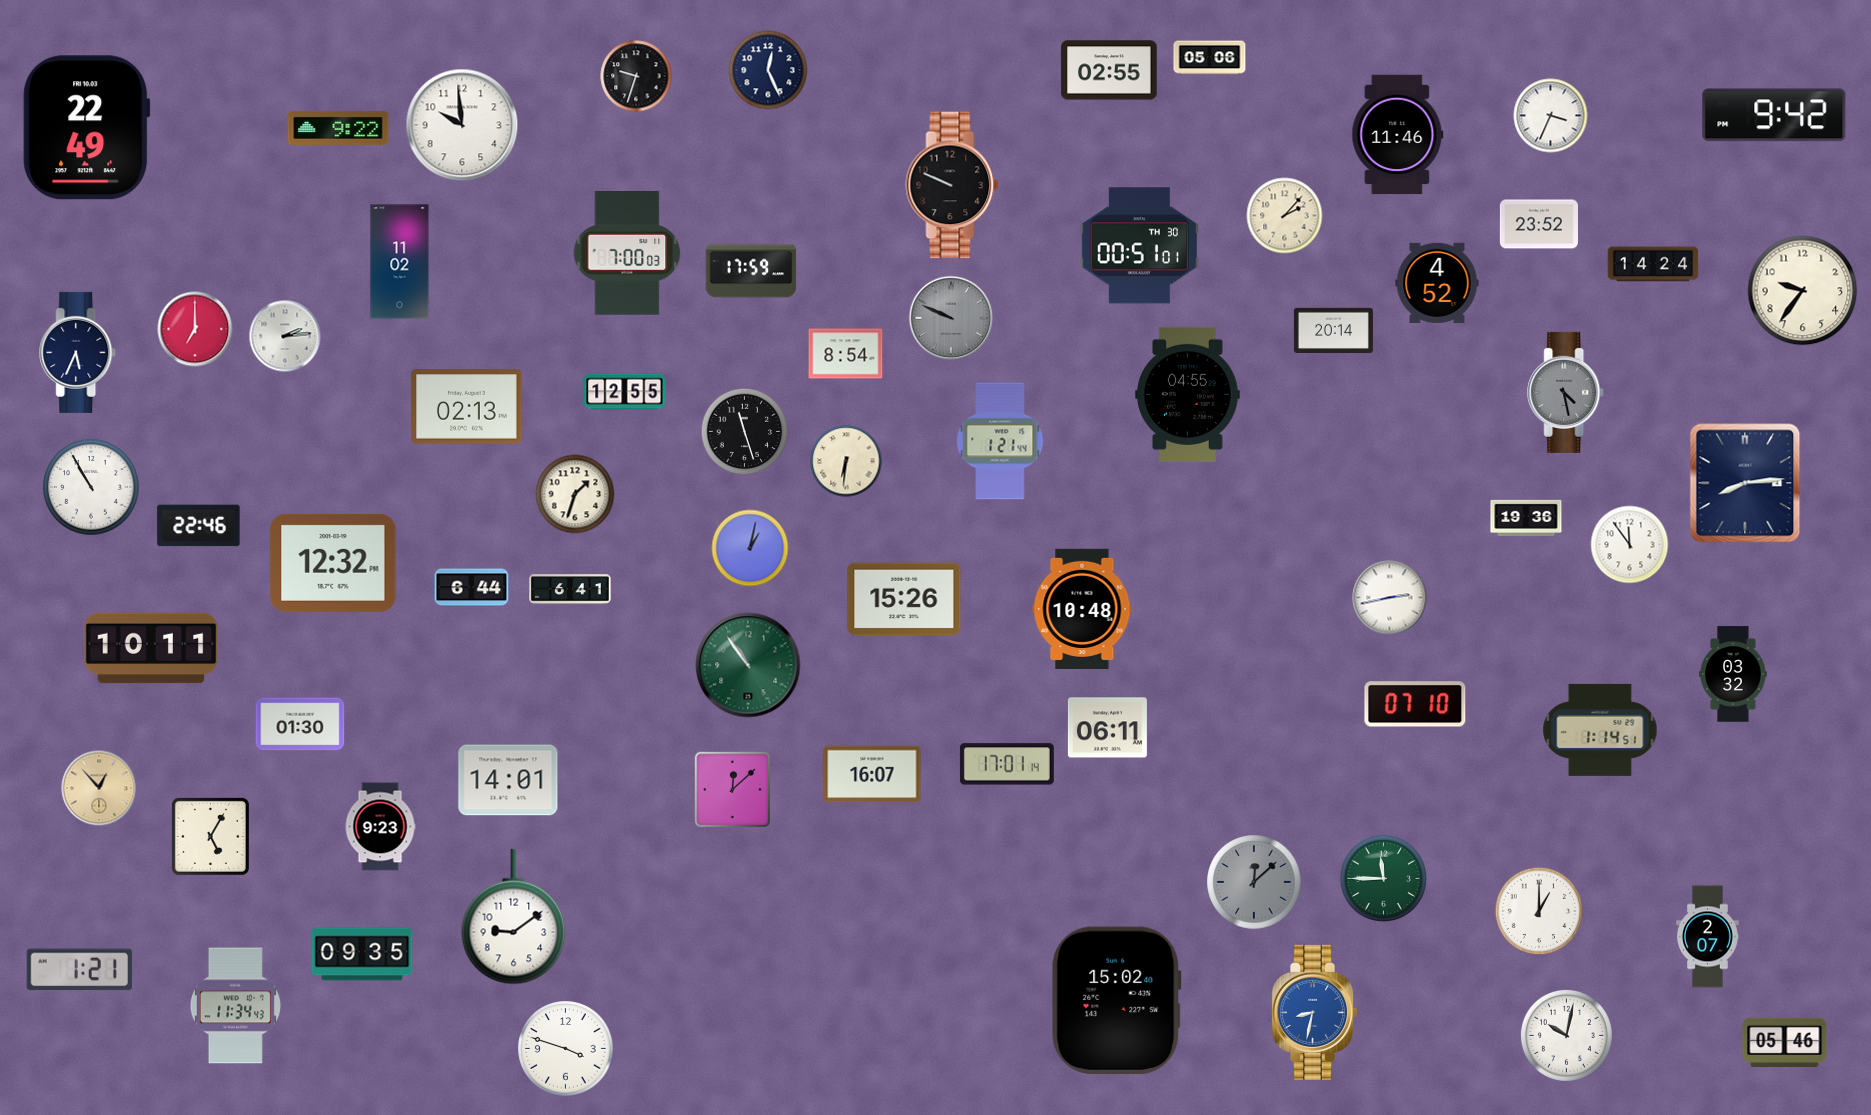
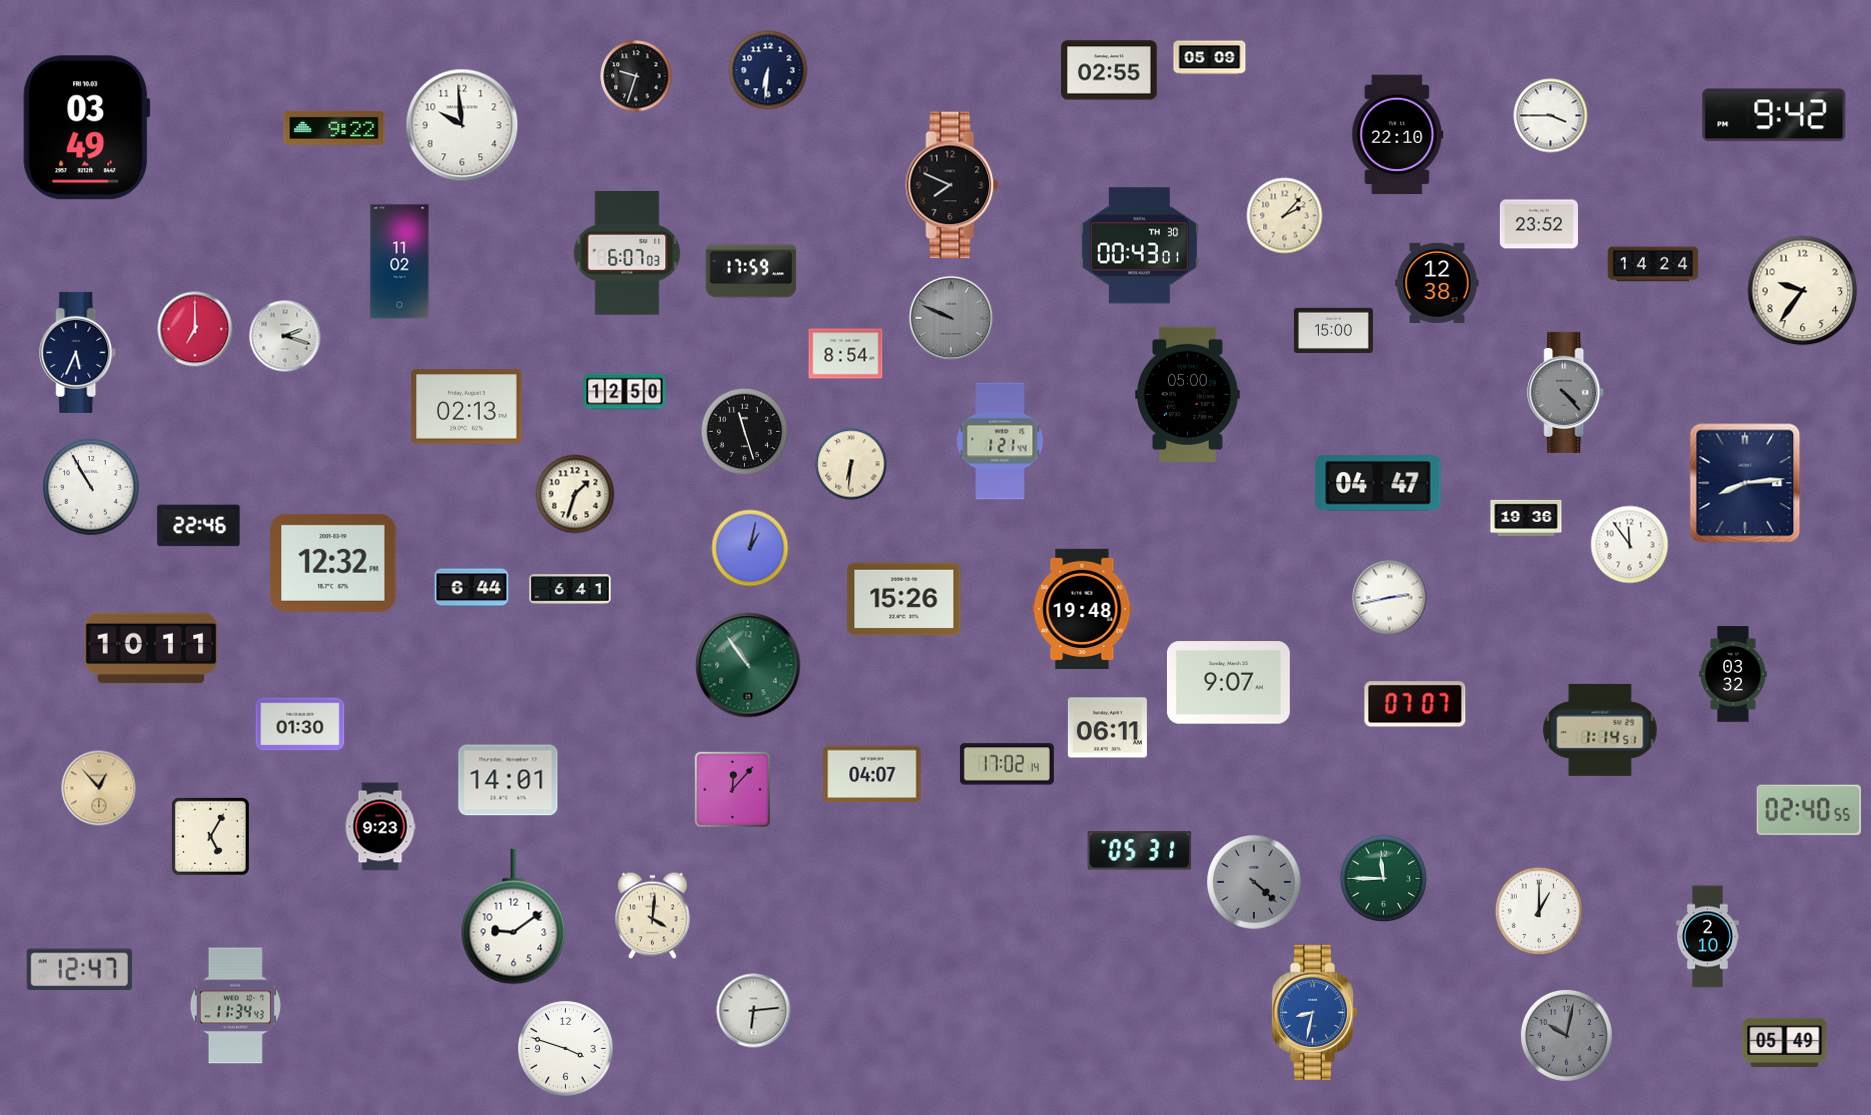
clock at (1210, 58): 05:06 -> 05:09
clock at (768, 70): 12:26 -> 6:31
clock at (1551, 116): 3:34 -> 3:45
clock at (87, 128): 22:49 -> 03:49
clock at (338, 128) position: (338, 128) -> (334, 128)
clock at (1398, 135): 11:46 -> 22:10
clock at (952, 185): 9:49 -> 7:49
clock at (1140, 246): 00:51 -> 00:43
clock at (627, 254): 7:00 -> 6:07
clock at (1437, 282): 4:52 -> 12:38
clock at (1333, 330): 20:14 -> 15:00
clock at (285, 336): 2:14 -> 2:18
clock at (625, 392): 12:55 -> 12:50
clock at (1566, 392): 4:28 -> 4:23
clock at (1188, 394): 04:55 -> 05:00
clock at (846, 461) position: (846, 461) -> (851, 464)
clock at (1378, 483): none -> 04:47
clock at (1082, 608): 10:48 -> 19:48
clock at (1228, 683): none -> 9:07
clock at (1415, 704): 07:10 -> 07:07
clock at (1007, 764): 17:01 -> 17:02
clock at (872, 774): 16:07 -> 04:07
clock at (732, 789): 12:08 -> 12:07
clock at (1809, 810): none -> 02:40
clock at (1140, 851): none -> 05:31
clock at (1254, 882): 12:08 -> 4:22
clock at (653, 916): none -> 4:01
clock at (1708, 937): 2:07 -> 2:10
clock at (362, 954): 09:35 -> none
clock at (79, 970): 1:21 -> 12:47
clock at (1117, 1000): 15:02 -> none
clock at (754, 1011): none -> 6:14
clock at (1566, 1035) dial: white -> grey
clock at (1785, 1042): 05:46 -> 05:49
